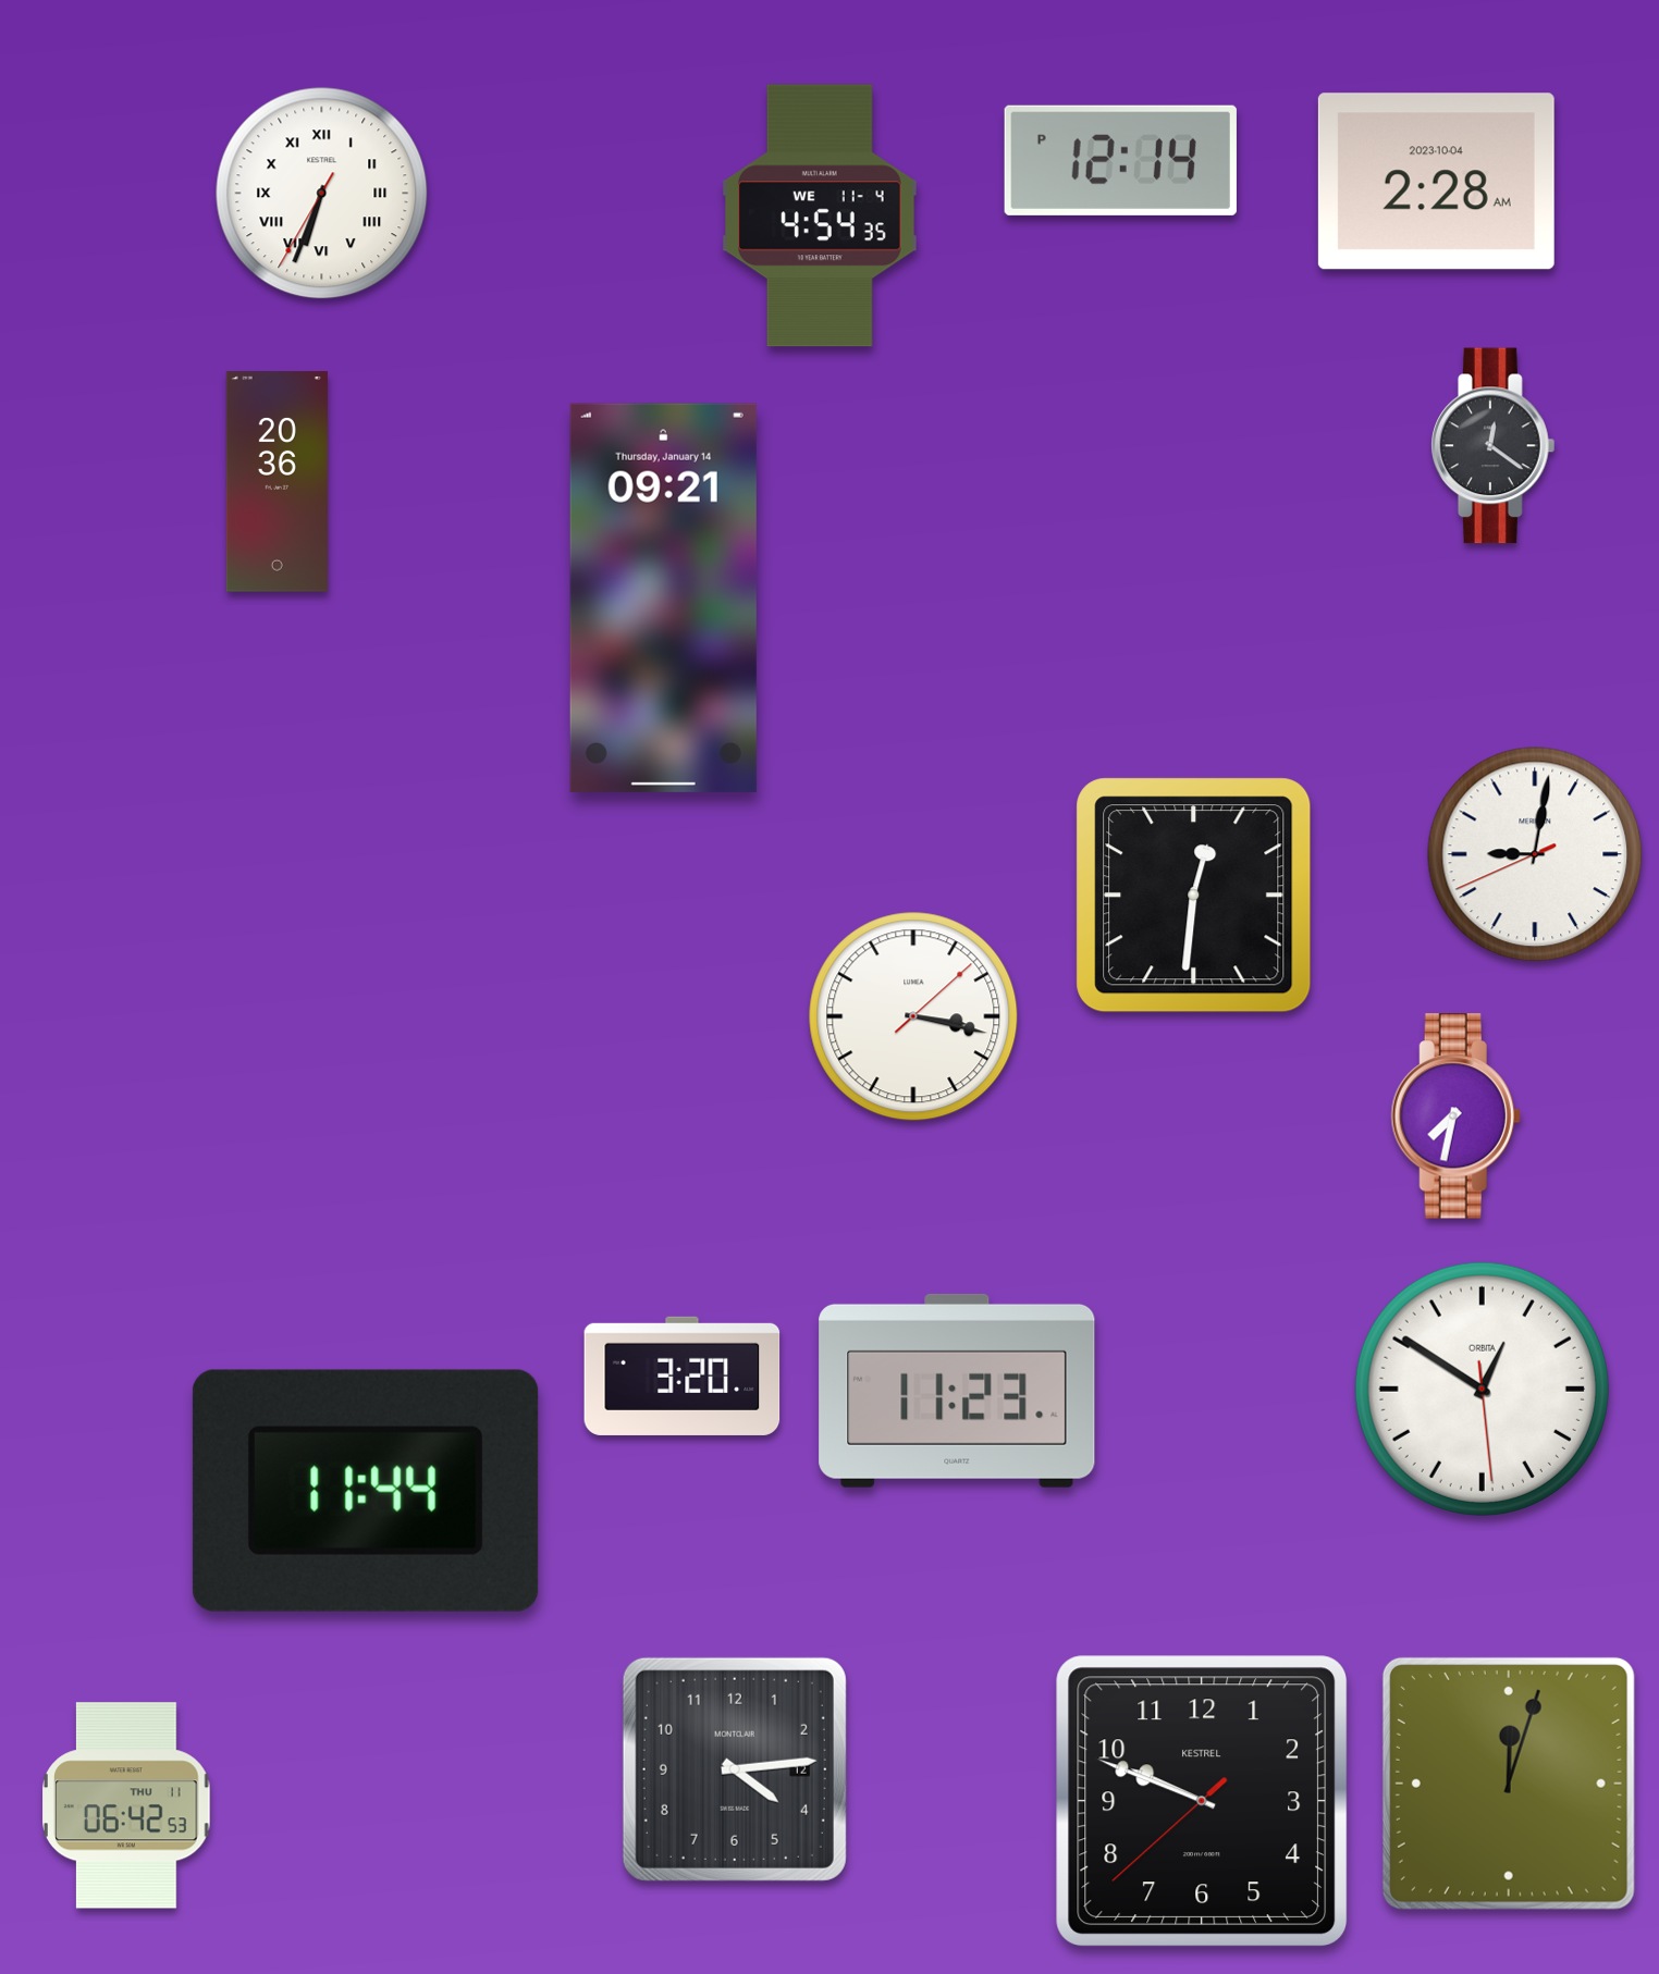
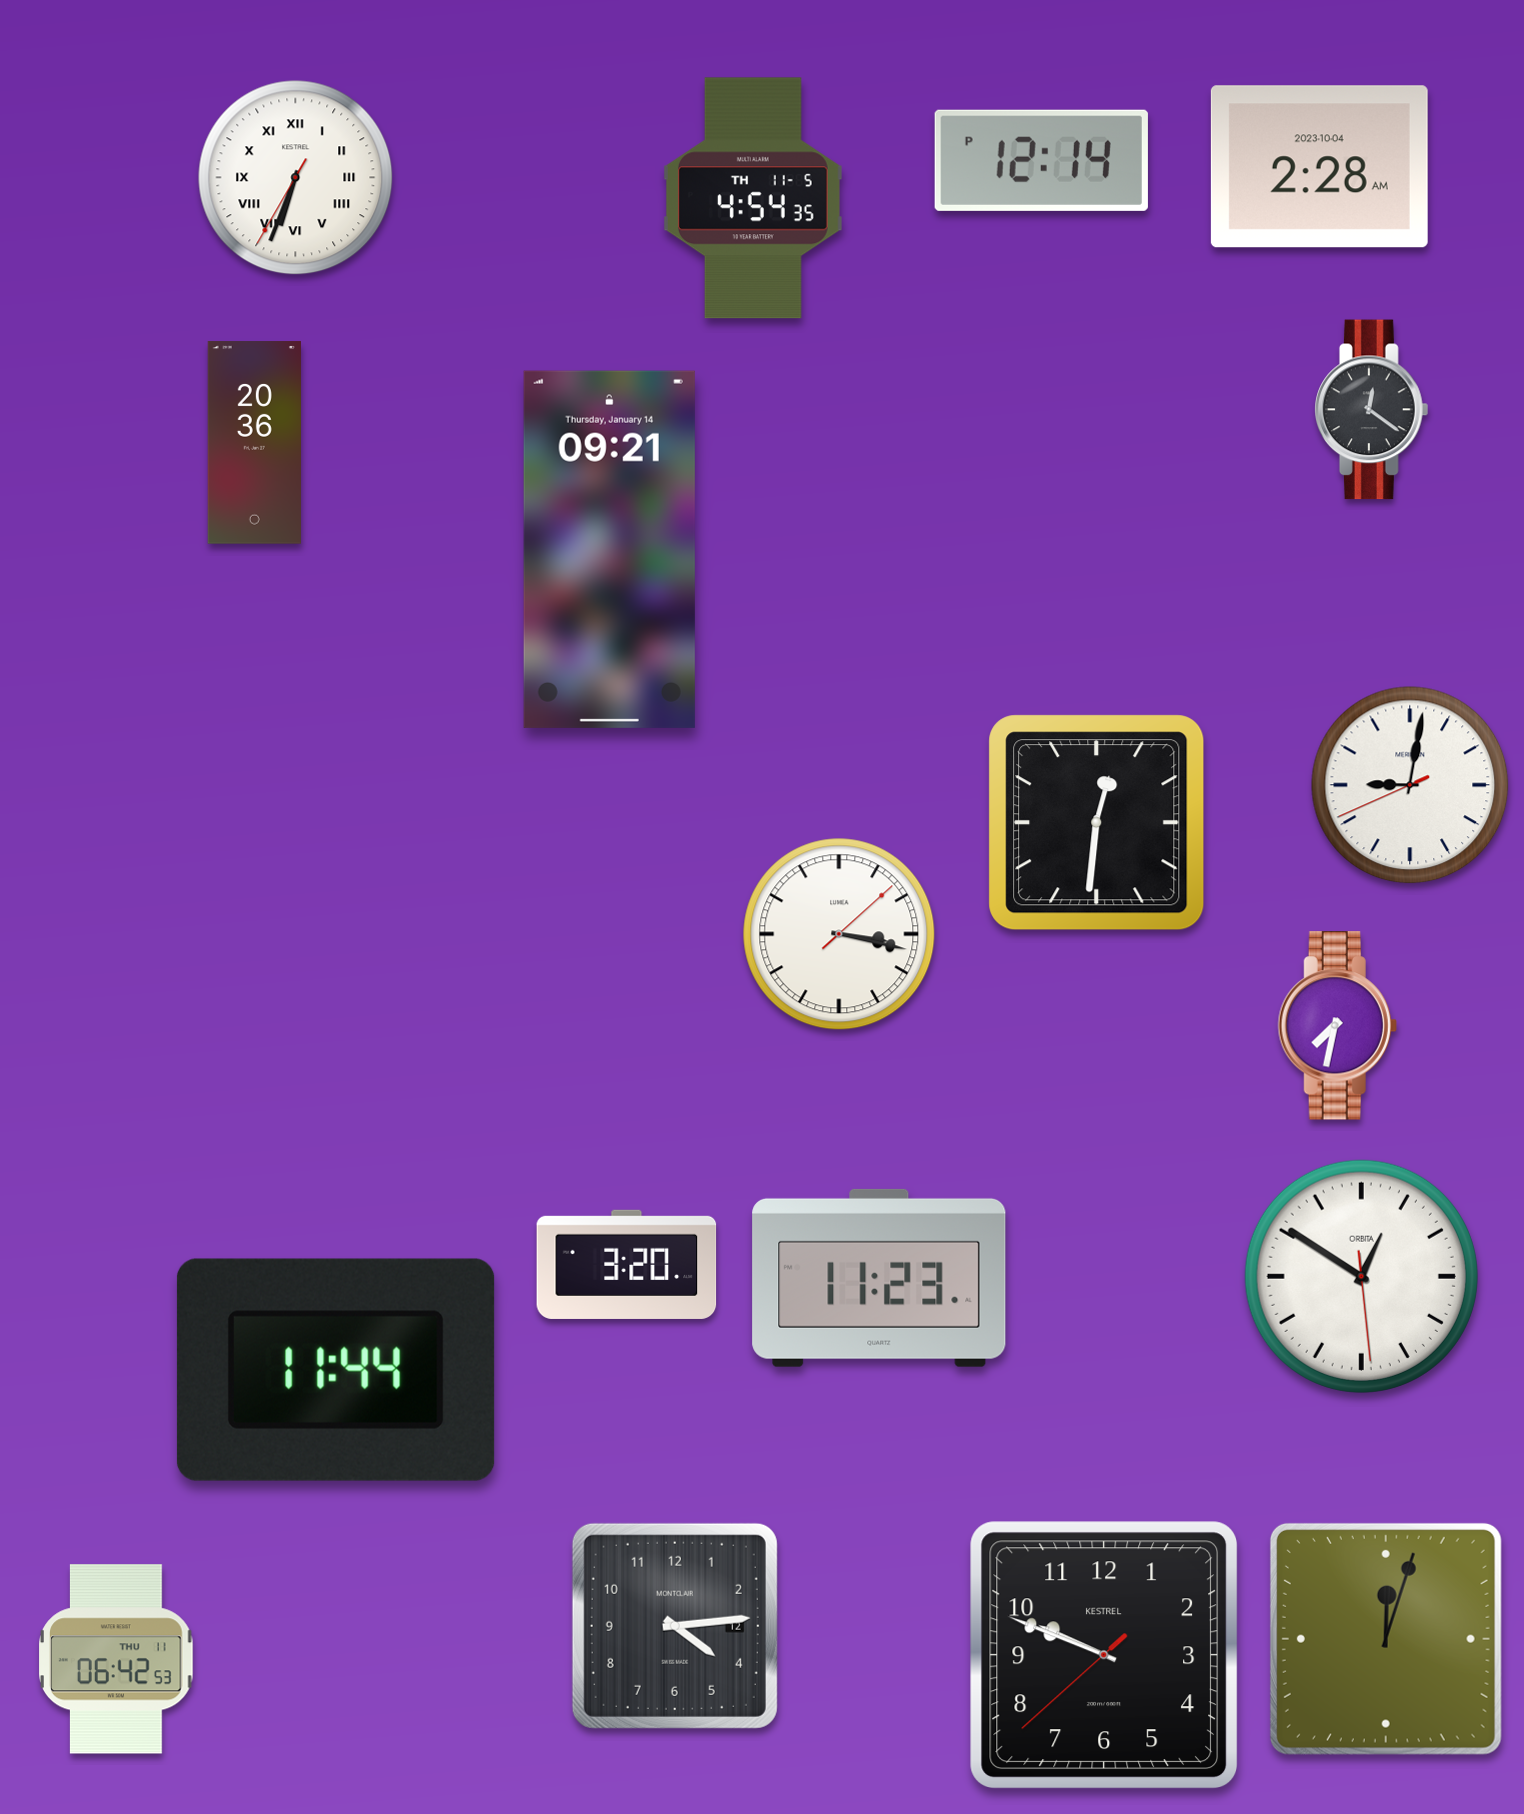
clock at (1120, 160) position: (1120, 160) -> (1041, 160)
clock at (820, 215) date: WE 11-4 -> TH 11-5
